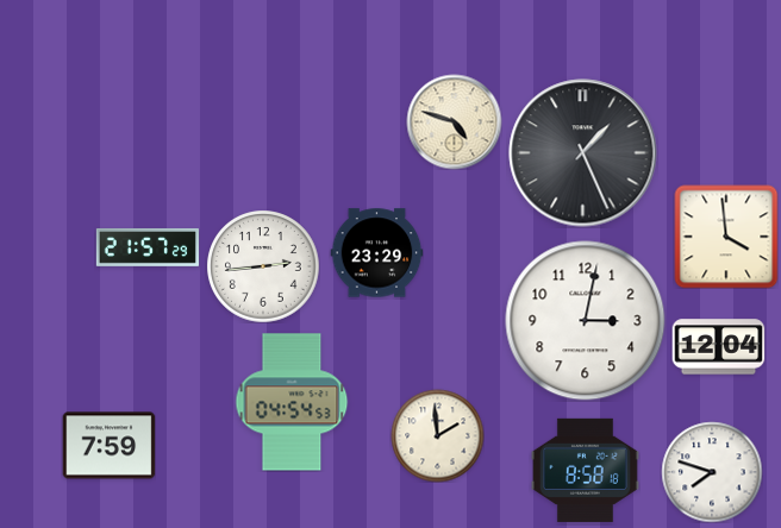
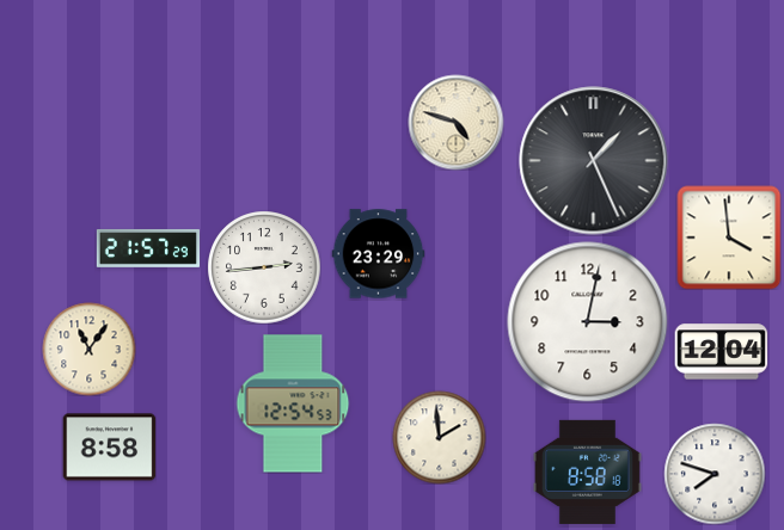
clock at (583, 153) position: (583, 153) -> (594, 161)
clock at (88, 349): none -> 11:06
clock at (718, 347) position: (718, 347) -> (721, 352)
clock at (292, 402): 04:54 -> 12:54
clock at (108, 446): 7:59 -> 8:58
